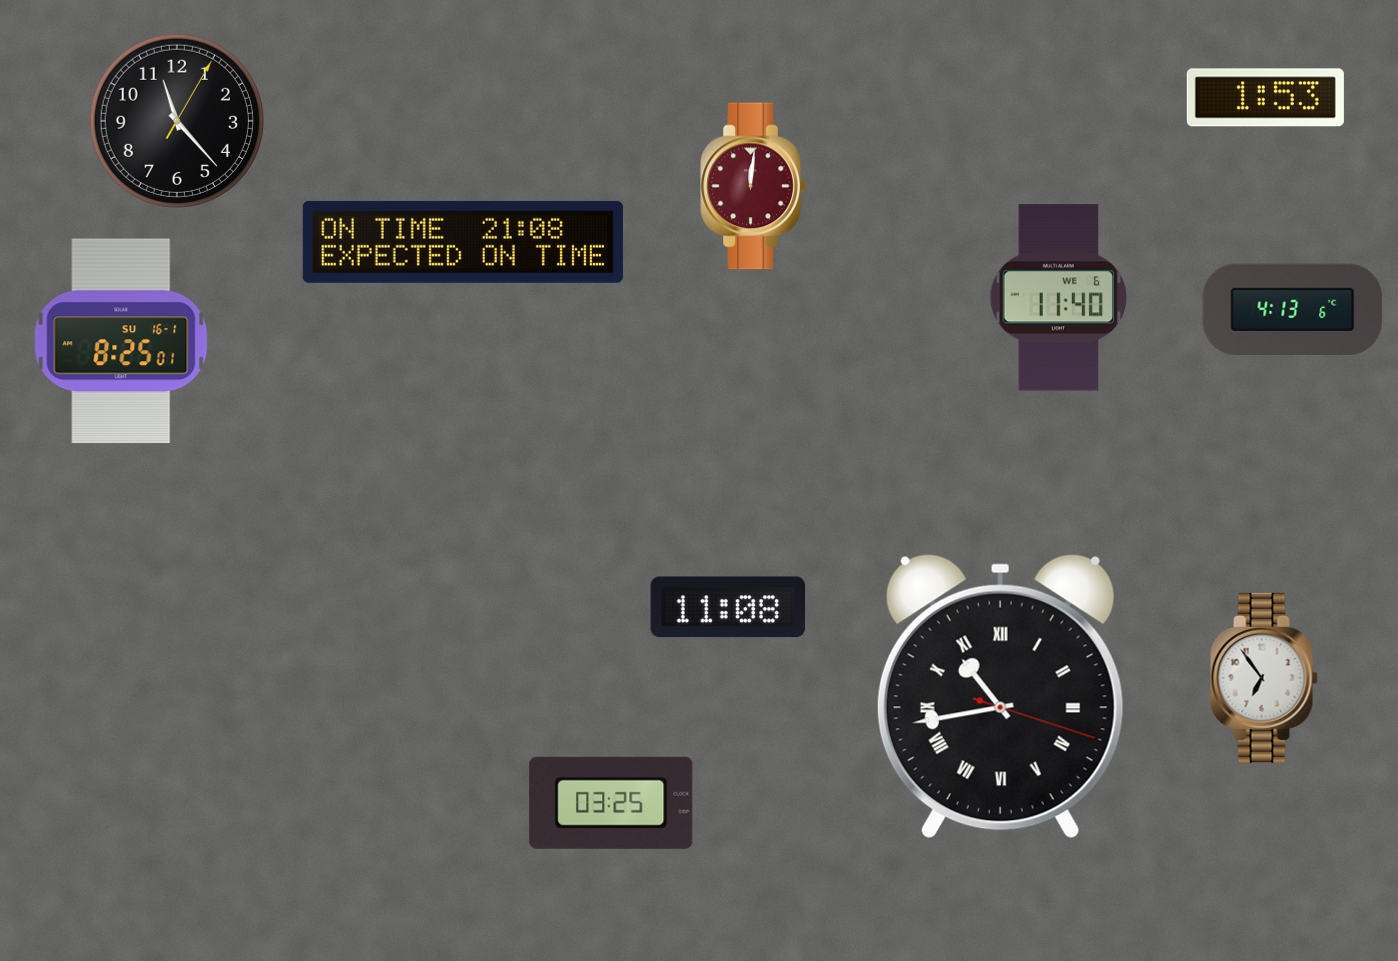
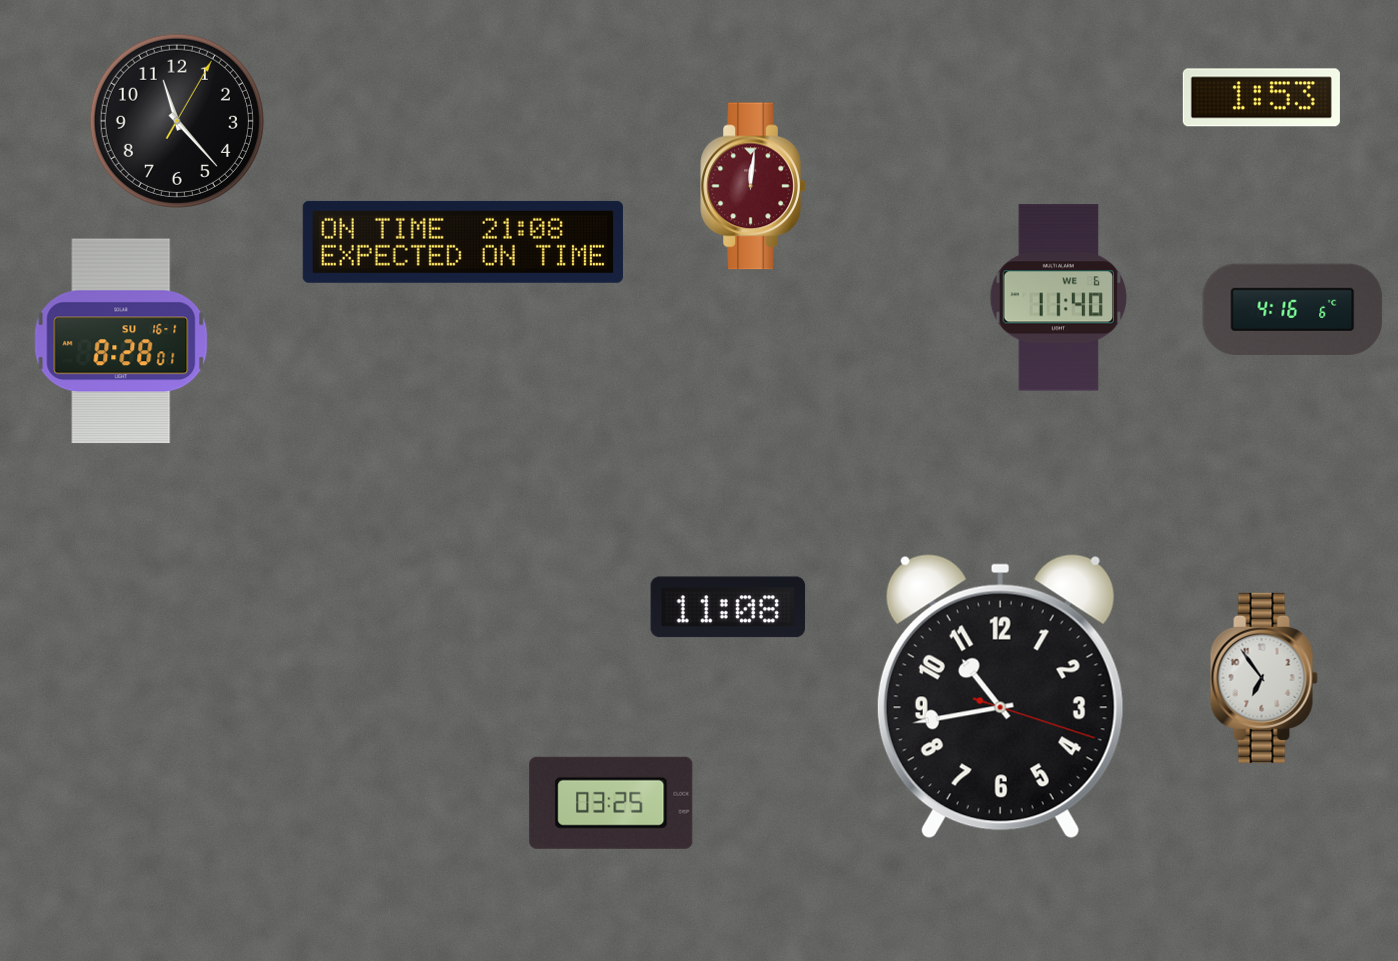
clock at (1265, 98) position: (1265, 98) -> (1261, 98)
clock at (1293, 309): 4:13 -> 4:16
clock at (121, 341): 8:25 -> 8:28
clock at (1000, 697) numerals: Roman -> Arabic
